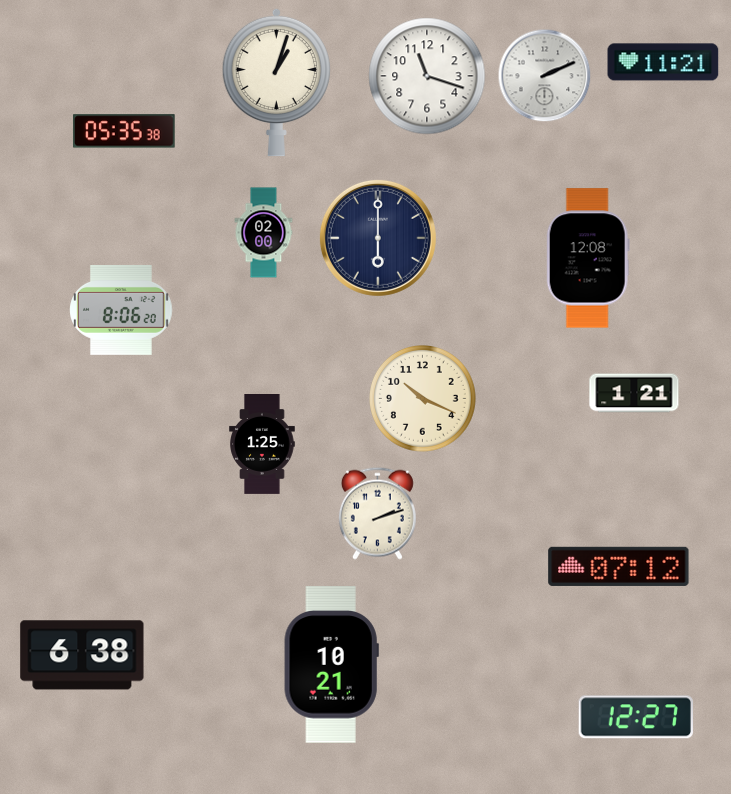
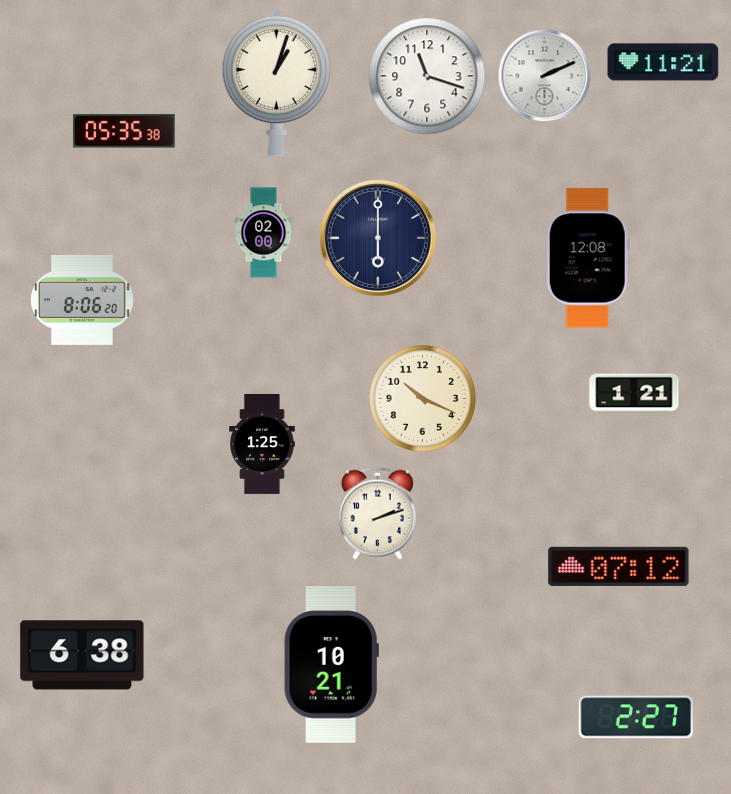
clock at (121, 310) position: (121, 310) -> (82, 300)
clock at (636, 717): 12:27 -> 2:27
